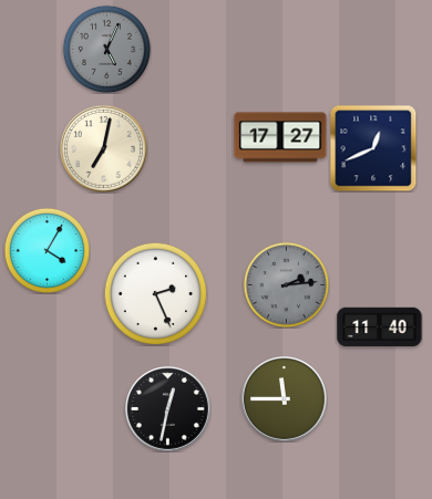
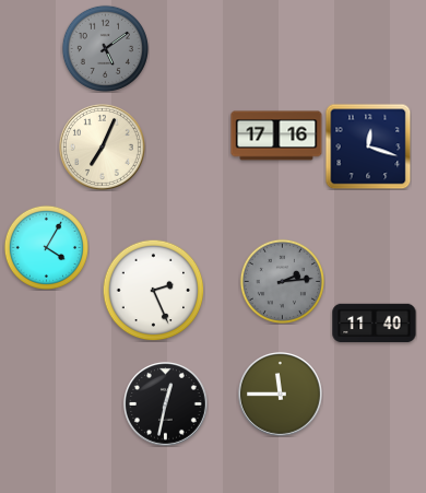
clock at (106, 49): 5:04 -> 5:09
clock at (280, 137): 17:27 -> 17:16
clock at (103, 148): 7:02 -> 7:04
clock at (373, 148): 12:41 -> 12:18
